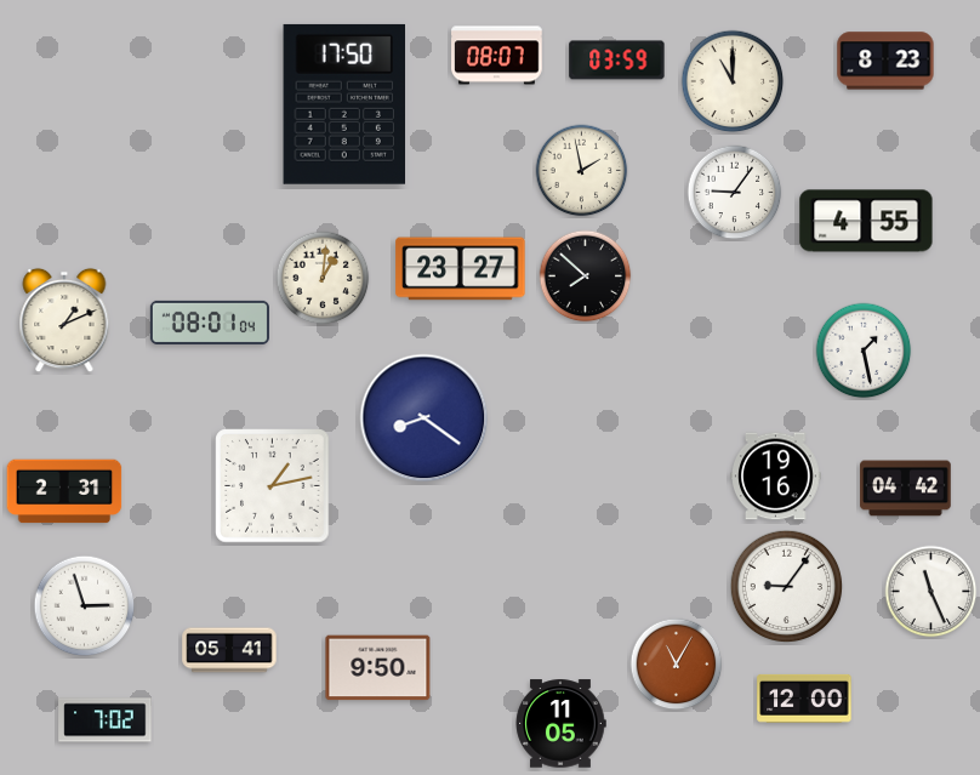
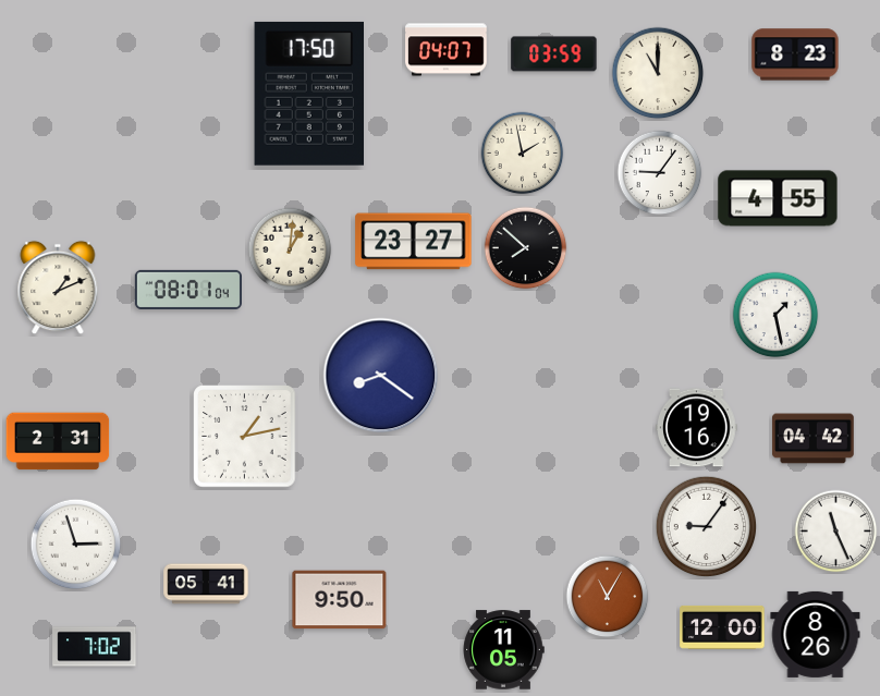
clock at (497, 56): 08:07 -> 04:07
clock at (816, 634): none -> 8:26
